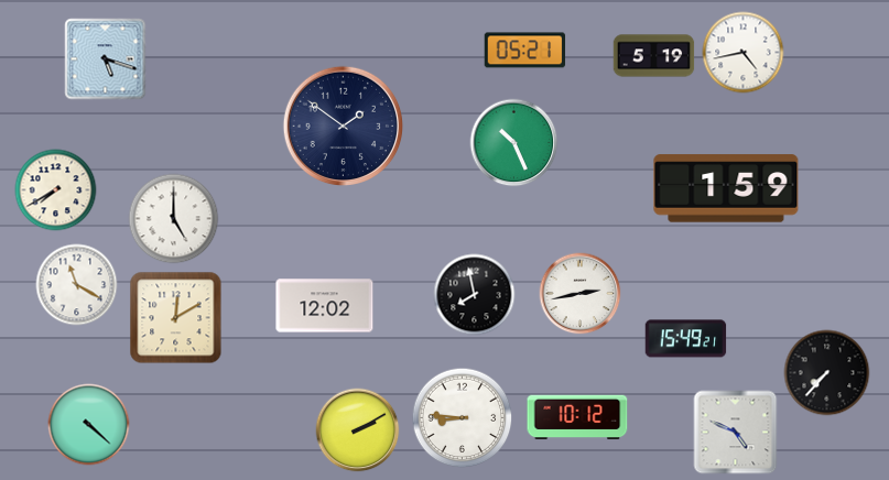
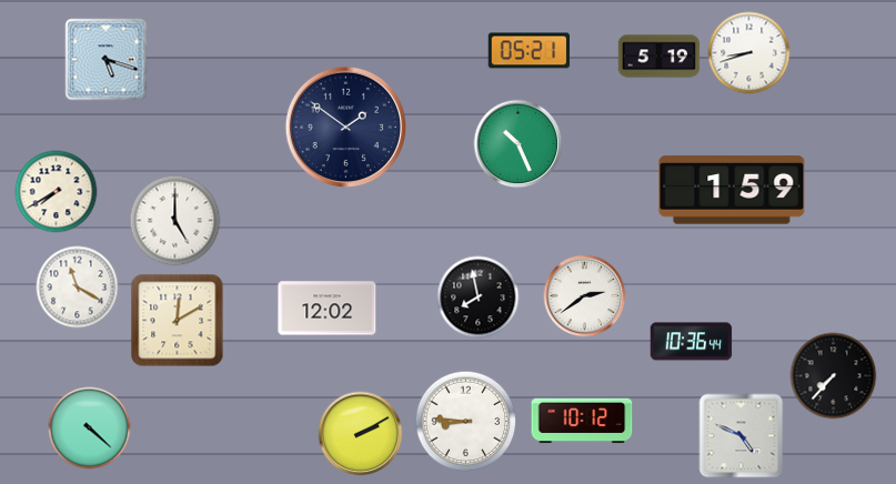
clock at (744, 53): 4:43 -> 8:42
clock at (581, 294): 2:43 -> 2:39
clock at (686, 339): 15:49 -> 10:36
